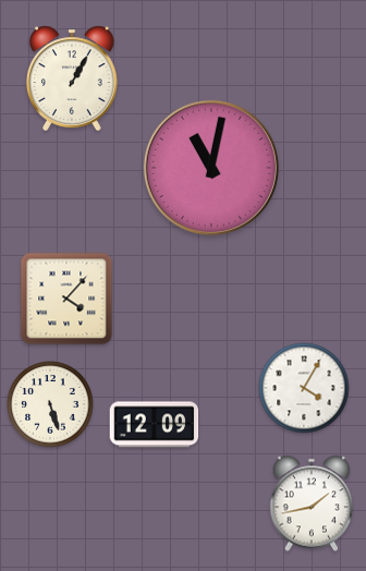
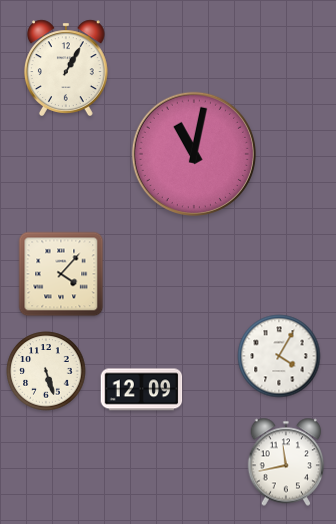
clock at (72, 78) position: (72, 78) -> (66, 68)
clock at (312, 503): 1:43 -> 11:43
